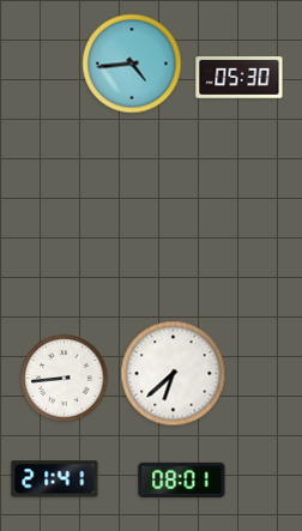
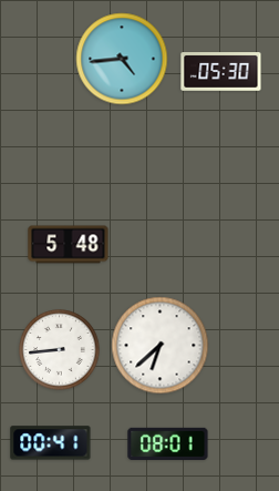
clock at (69, 245): none -> 5:48
clock at (55, 479): 21:41 -> 00:41
